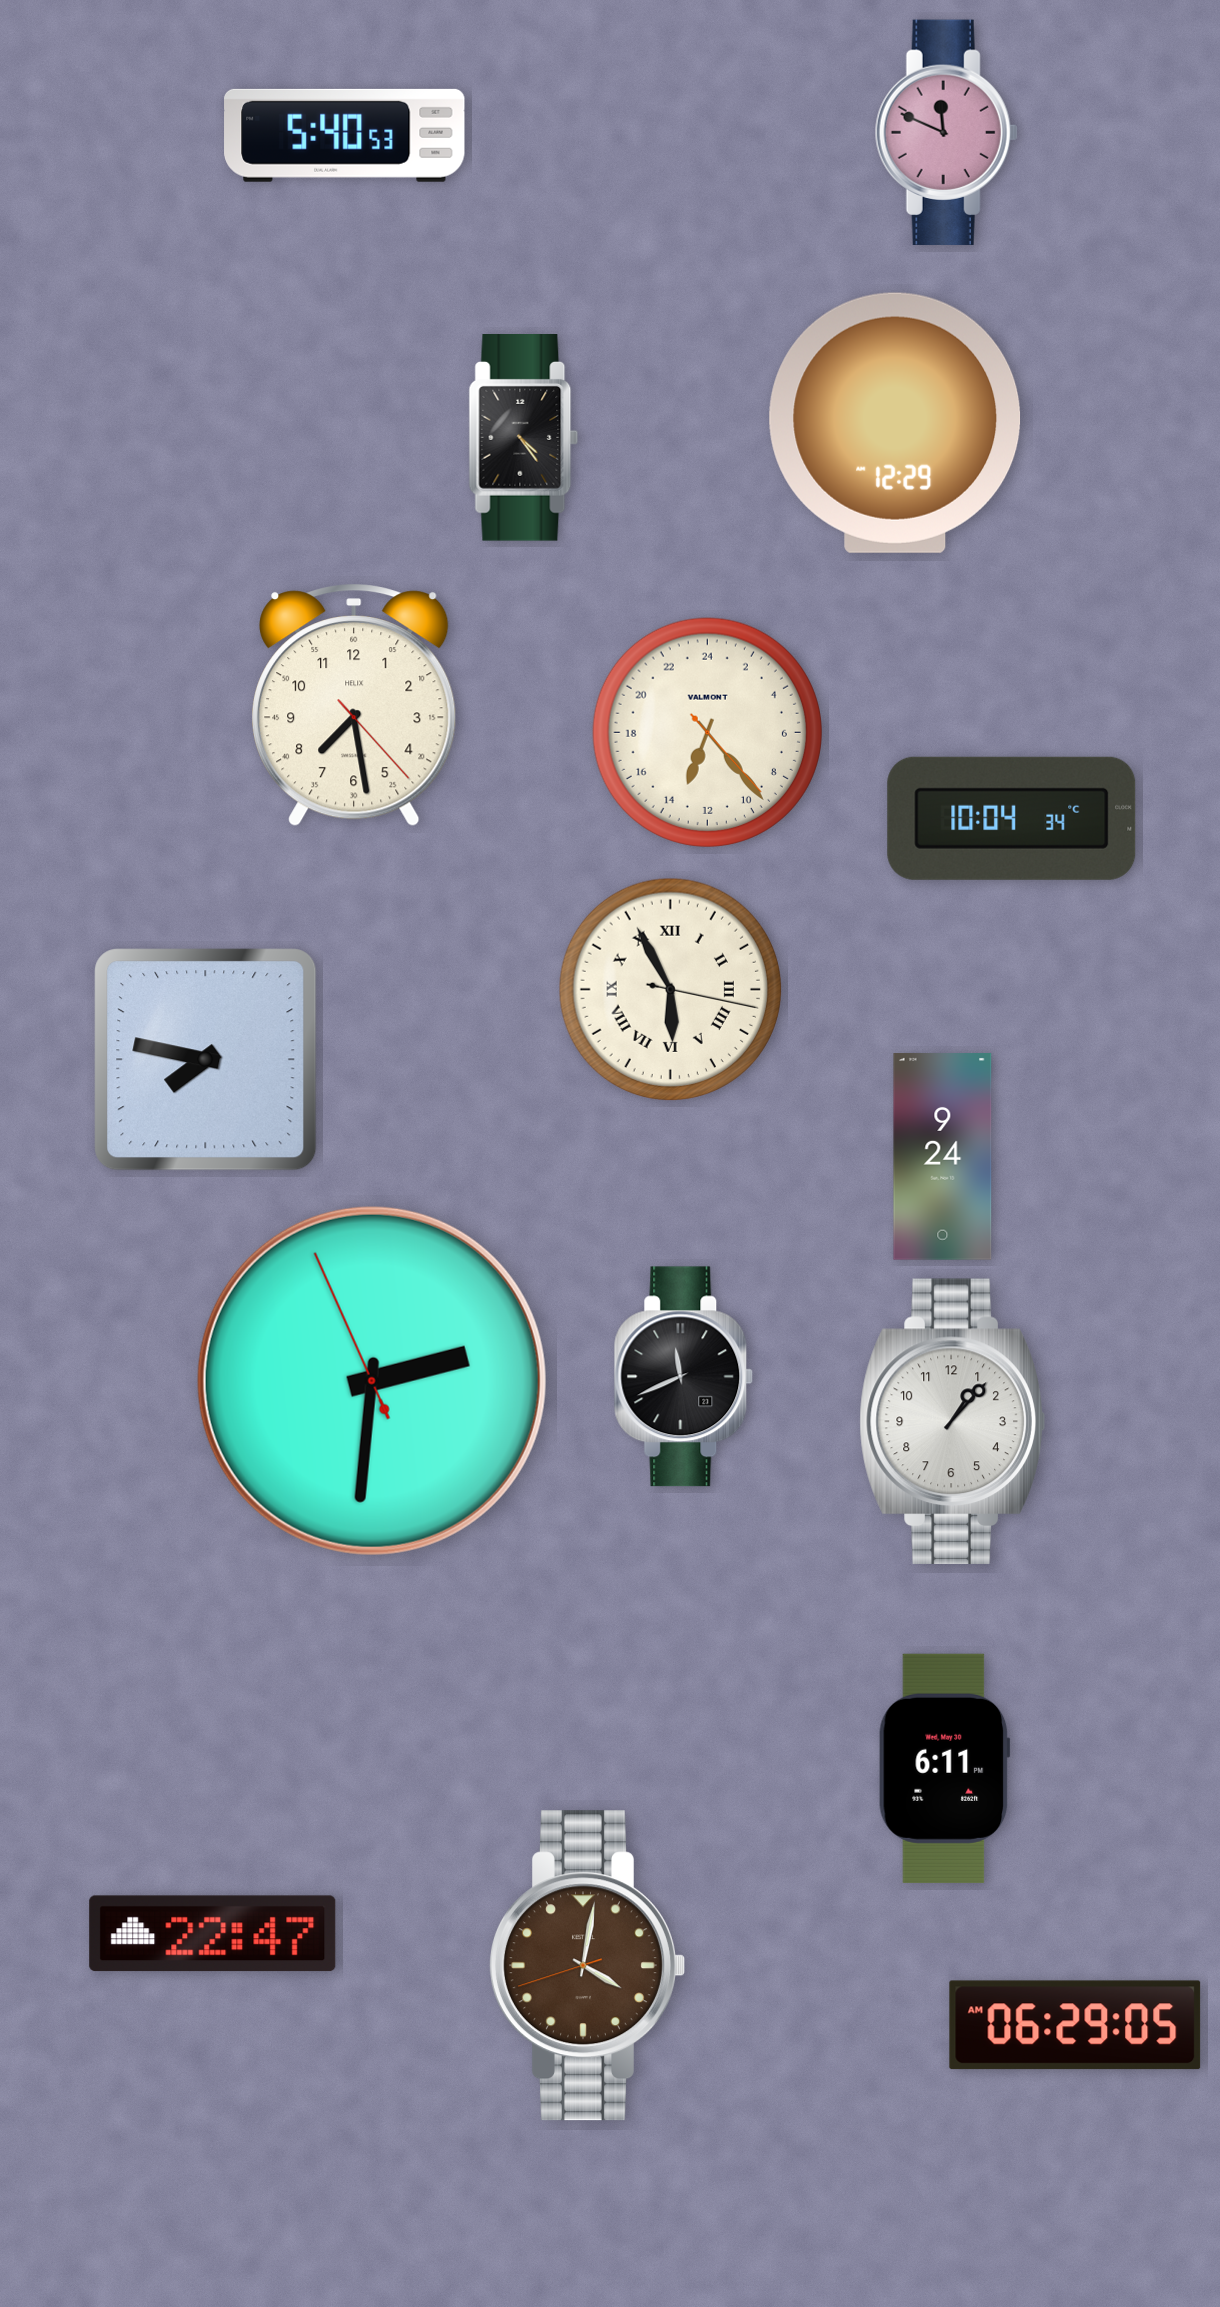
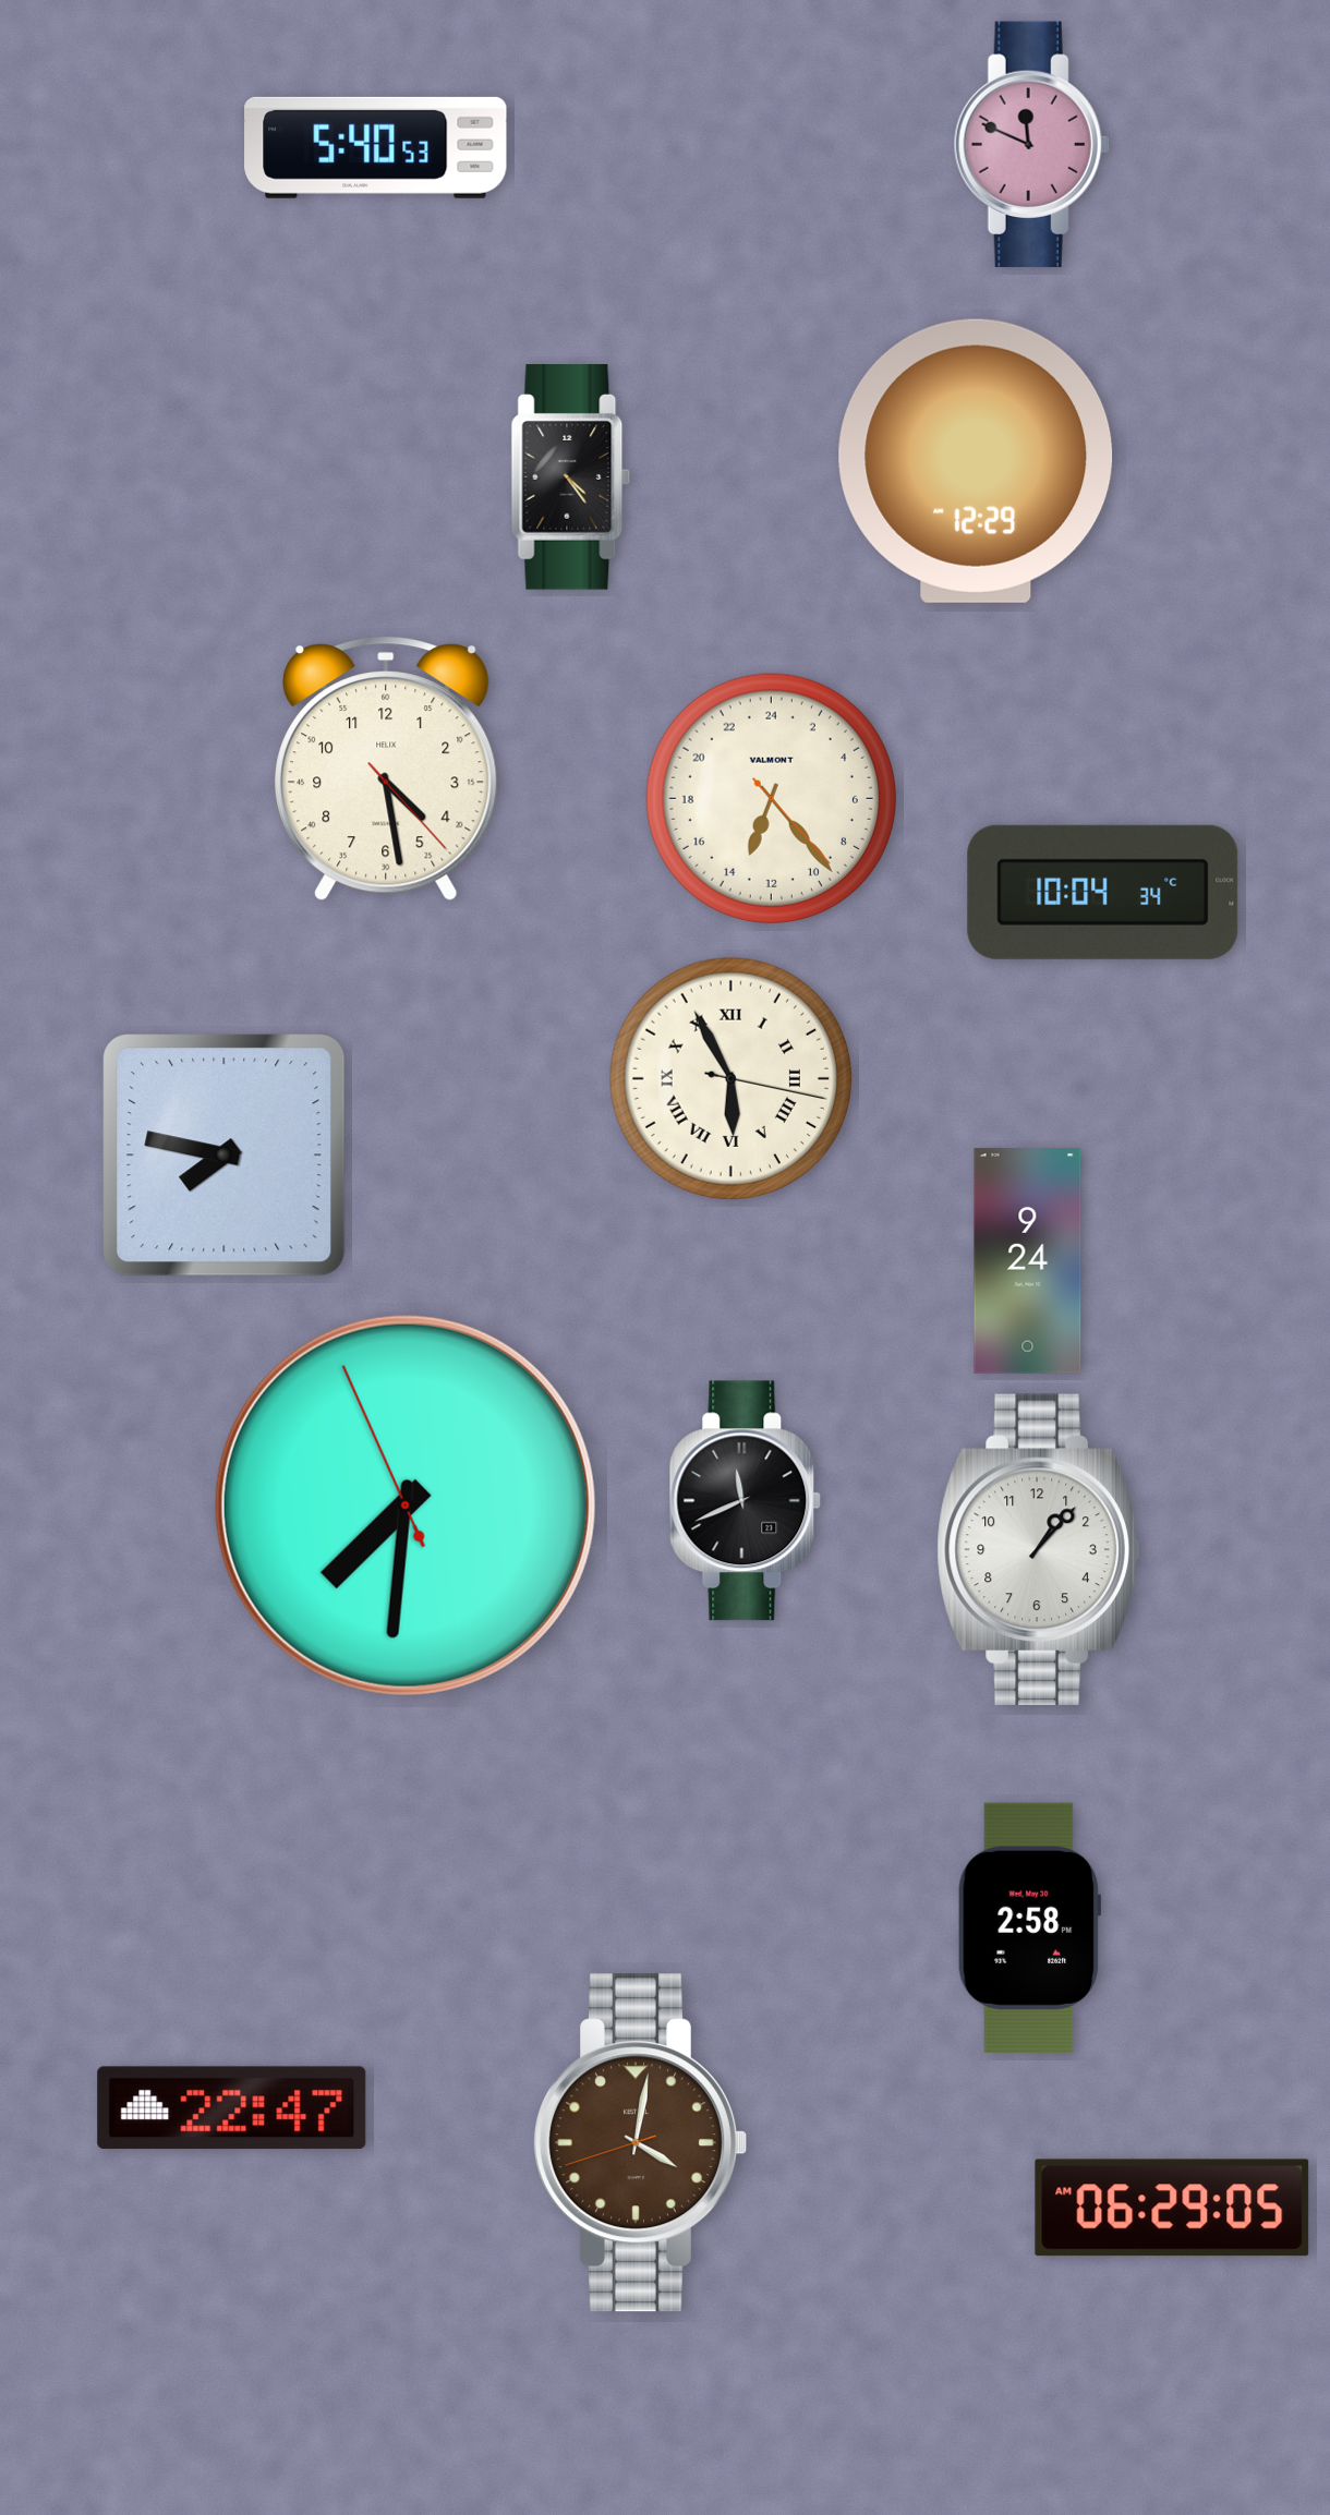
clock at (354, 705): 7:28 -> 4:28
clock at (372, 1381): 2:30 -> 7:30
clock at (945, 1768): 6:11 -> 2:58
